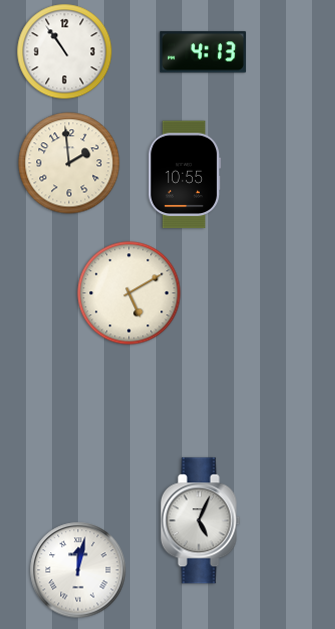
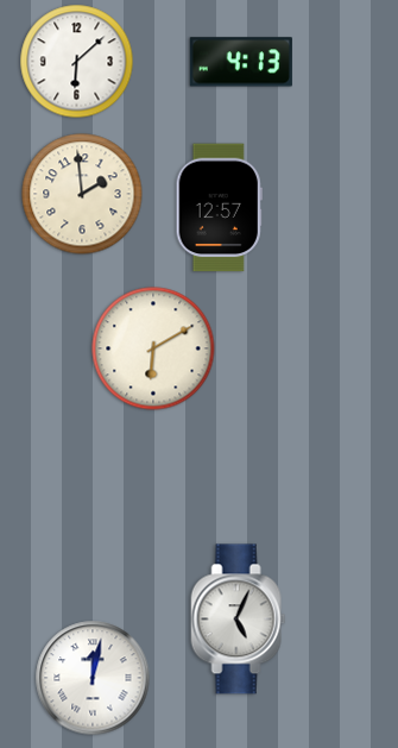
clock at (65, 52): 10:54 -> 6:08
clock at (184, 175): 10:55 -> 12:57
clock at (129, 293): 5:10 -> 6:10
